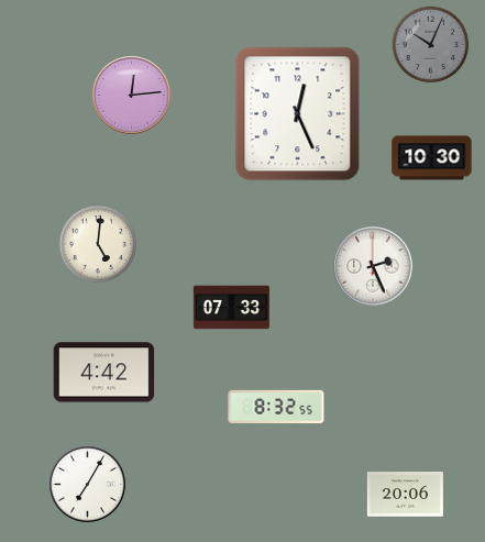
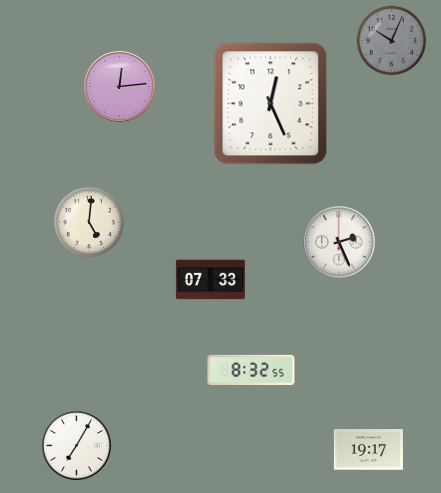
clock at (432, 158): 10:30 -> none
clock at (104, 373): 4:42 -> none
clock at (88, 485) position: (88, 485) -> (77, 446)
clock at (405, 495): 20:06 -> 19:17
